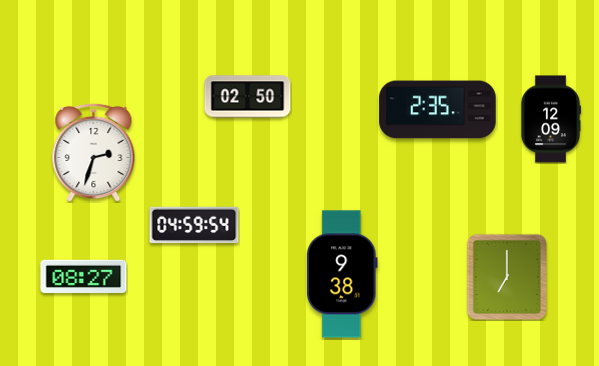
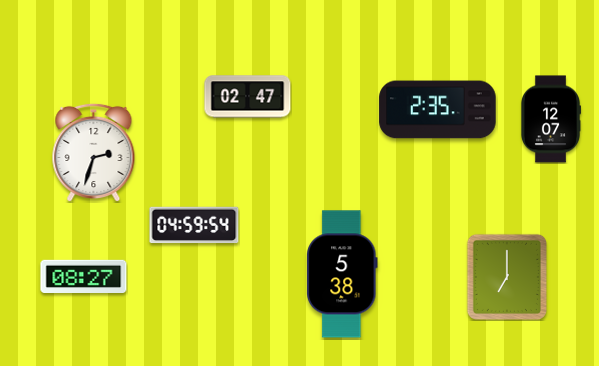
clock at (248, 97): 02:50 -> 02:47
clock at (550, 119): 12:09 -> 12:07
clock at (342, 274): 9:38 -> 5:38
